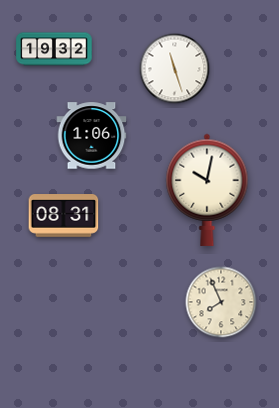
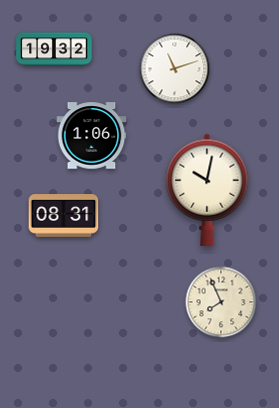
clock at (175, 69): 11:27 -> 11:12
